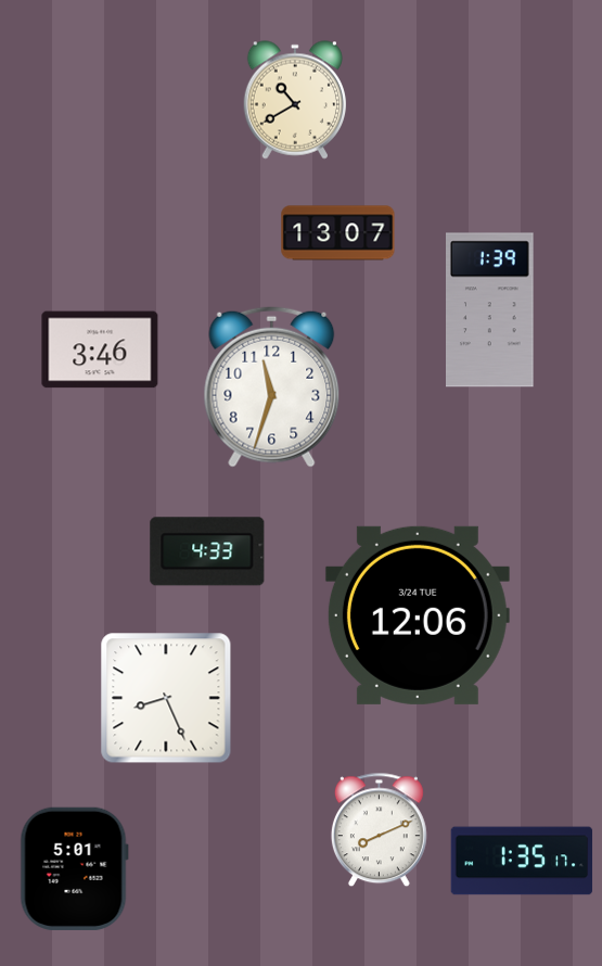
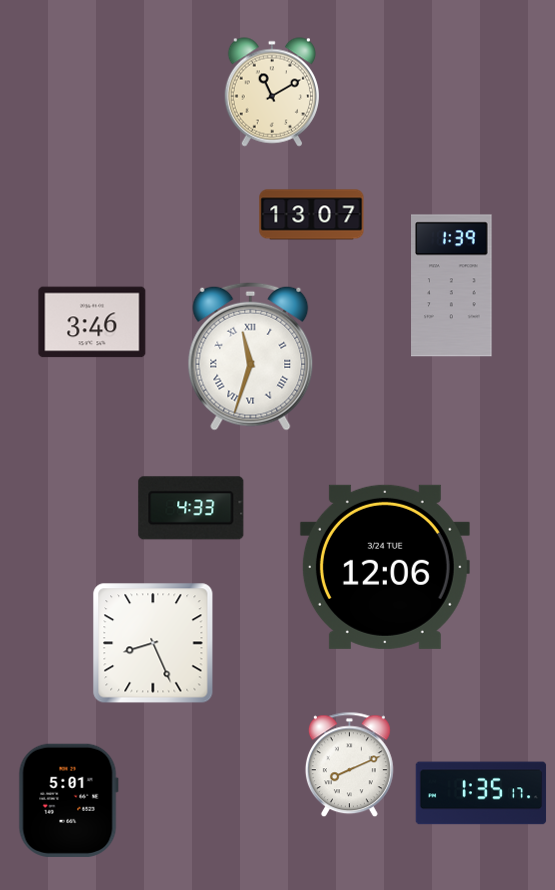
clock at (294, 100): 10:40 -> 11:10
clock at (272, 386) numerals: Arabic -> Roman
